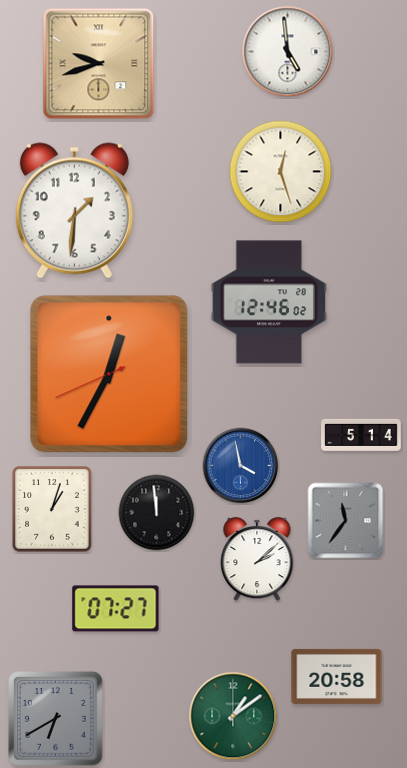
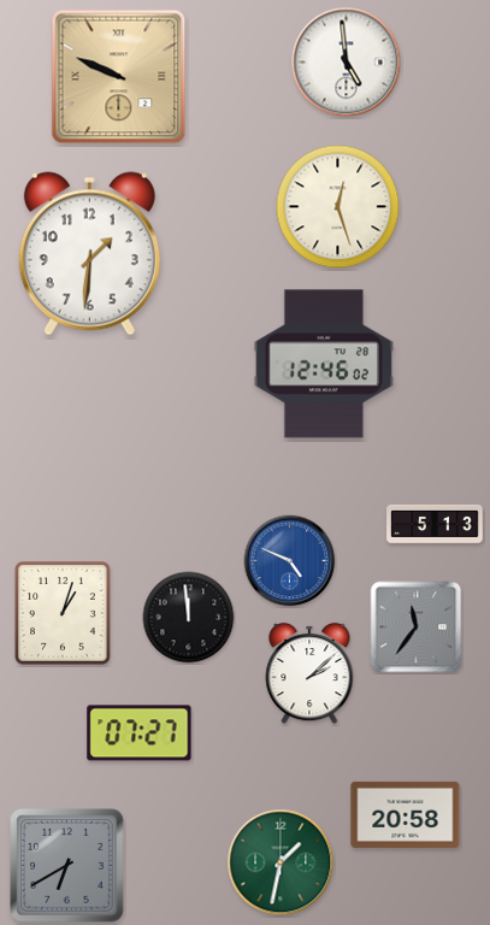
clock at (99, 64): 9:42 -> 9:49
clock at (109, 374): 12:34 -> none
clock at (361, 435): 5:14 -> 5:13
clock at (241, 466): 3:58 -> 4:49
clock at (233, 716): 1:09 -> 1:32
